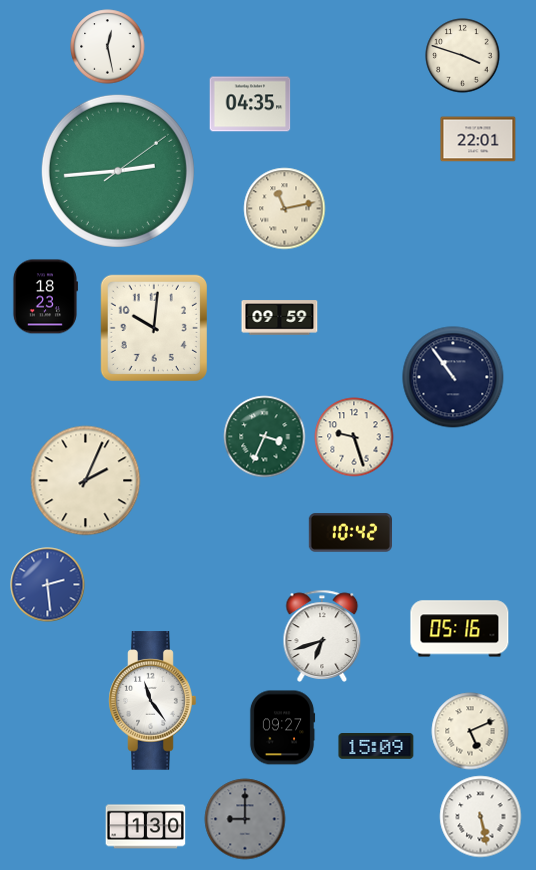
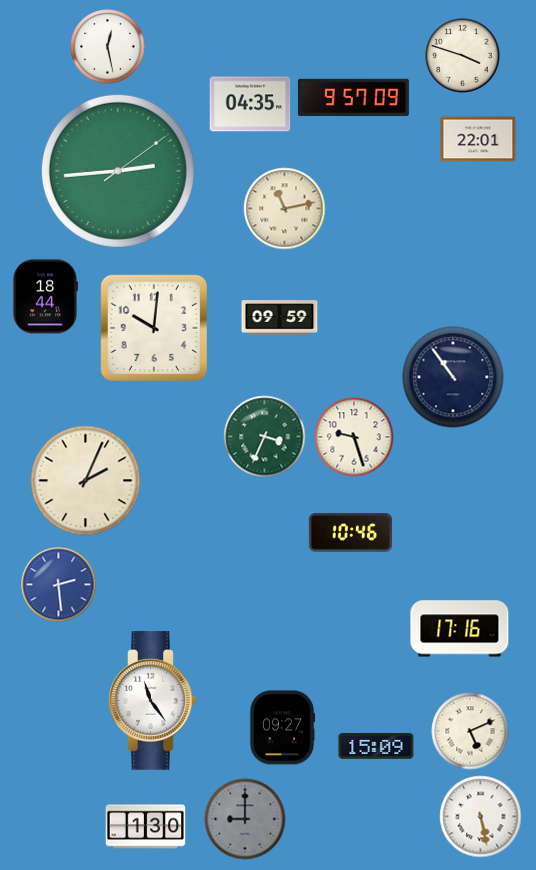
clock at (353, 98): none -> 9:57
clock at (45, 297): 18:23 -> 18:44
clock at (350, 533): 10:42 -> 10:46
clock at (48, 585) position: (48, 585) -> (59, 585)
clock at (460, 629): 05:16 -> 17:16
clock at (322, 636): 6:42 -> none
